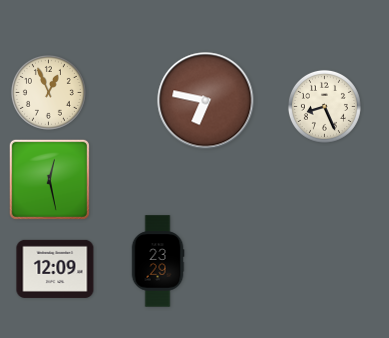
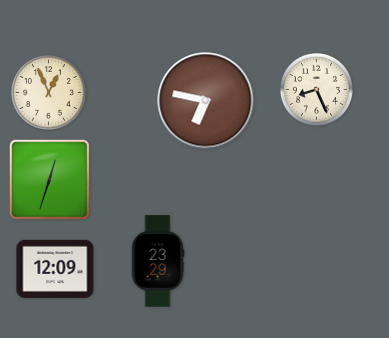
clock at (324, 106) position: (324, 106) -> (316, 89)
clock at (49, 179): 12:28 -> 12:33
